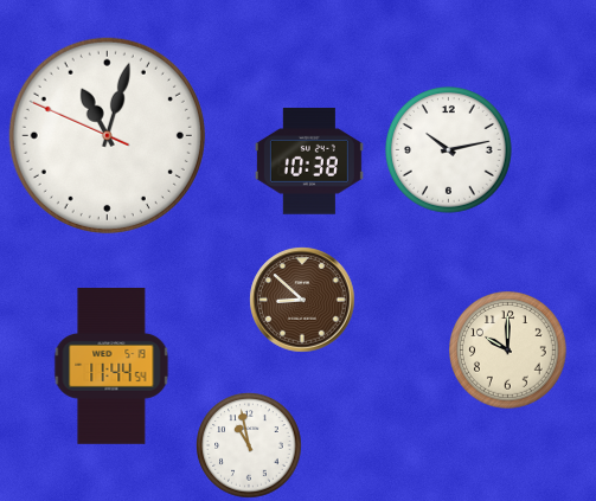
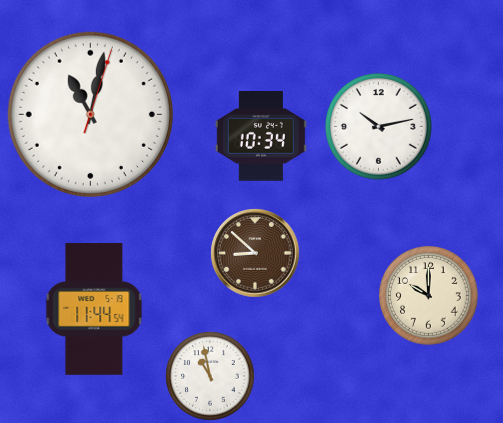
clock at (107, 135): 11:02:49 -> 11:02:03
clock at (309, 162): 10:38 -> 10:34
